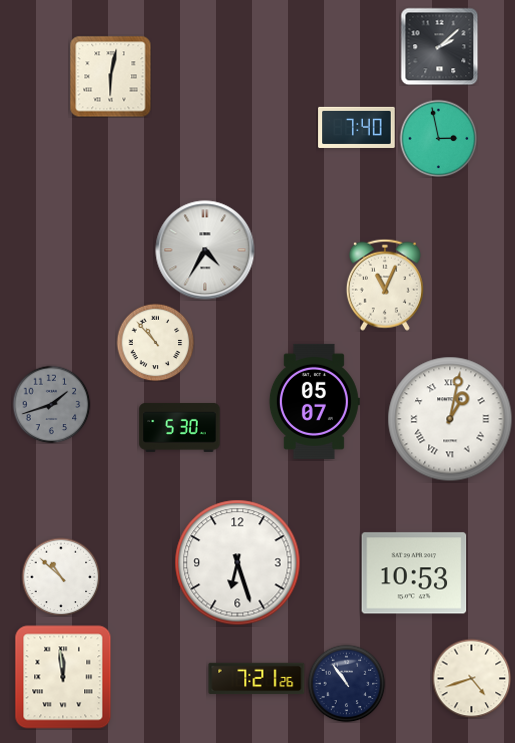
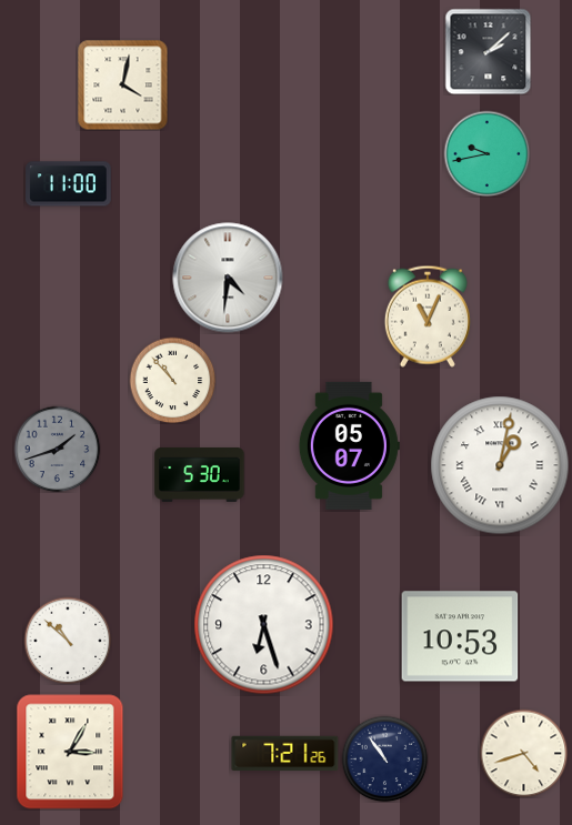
clock at (110, 76): 6:02 -> 4:02
clock at (357, 127): 7:40 -> none
clock at (438, 138): 2:58 -> 9:43
clock at (69, 184): none -> 11:00
clock at (205, 250): 4:35 -> 4:31
clock at (63, 677): 11:59 -> 3:05
